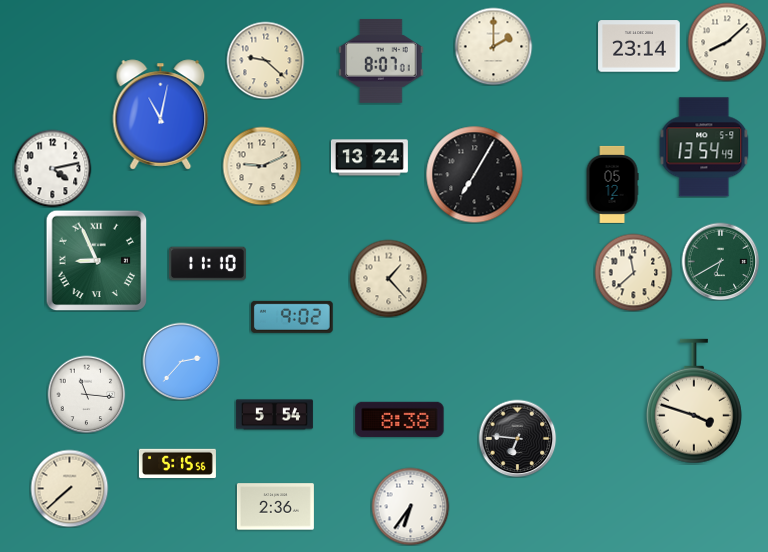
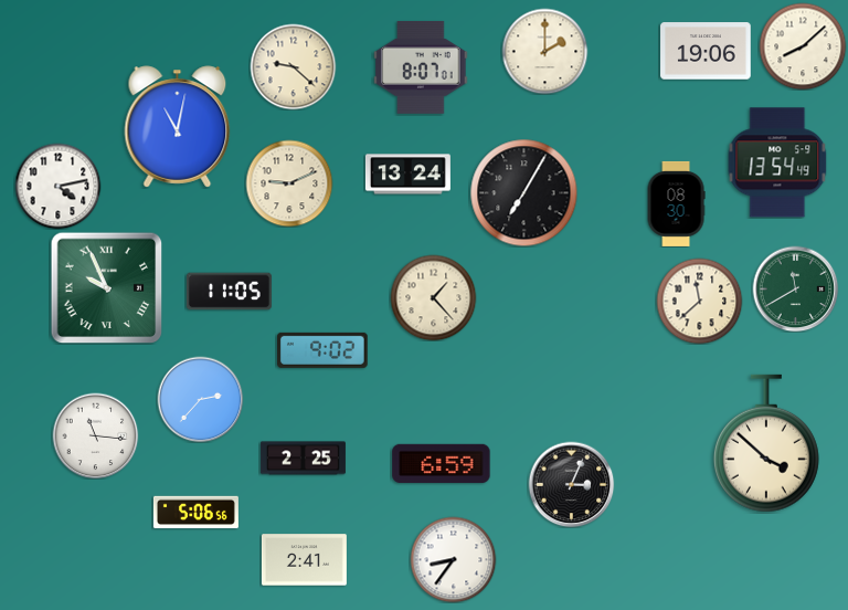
clock at (639, 46): 23:14 -> 19:06
clock at (612, 184): 05:12 -> 08:30
clock at (96, 260): 8:56 -> 9:56
clock at (720, 261): 6:40 -> 11:40
clock at (207, 264): 11:10 -> 11:05
clock at (388, 278) position: (388, 278) -> (433, 297)
clock at (694, 401): 3:48 -> 3:52
clock at (274, 415): 5:54 -> 2:25
clock at (400, 419): 8:38 -> 6:59
clock at (517, 438): 6:46 -> 3:04
clock at (177, 464): 5:15 -> 5:06
clock at (69, 488): 7:38 -> none
clock at (410, 506): 6:36 -> 8:36
clock at (275, 507): 2:36 -> 2:41
